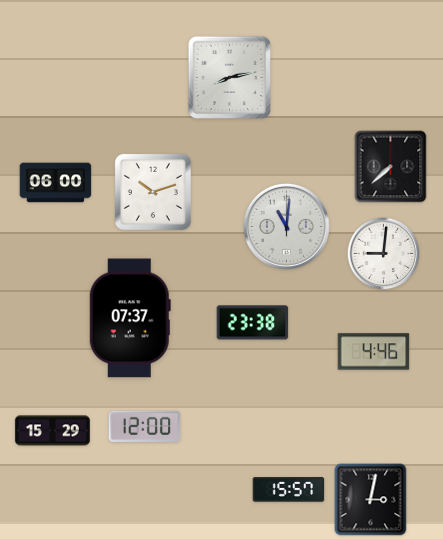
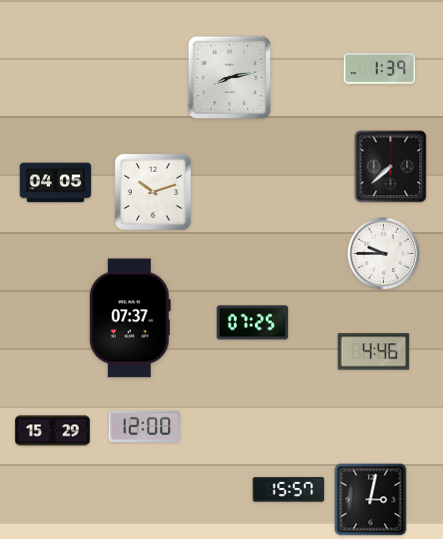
clock at (380, 69): none -> 1:39
clock at (56, 183): 06:00 -> 04:05
clock at (286, 226): 11:01 -> none
clock at (384, 254): 9:01 -> 9:45
clock at (253, 323): 23:38 -> 07:25
